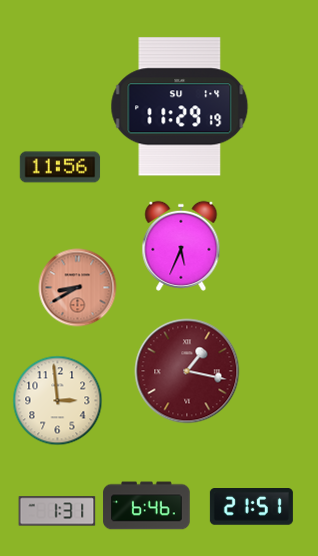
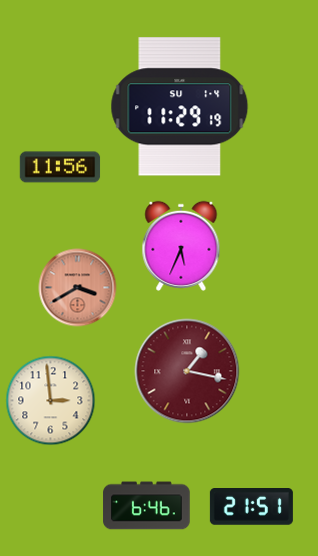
clock at (78, 288): 8:40 -> 3:40
clock at (58, 401) position: (58, 401) -> (51, 401)
clock at (57, 511): 1:31 -> none
